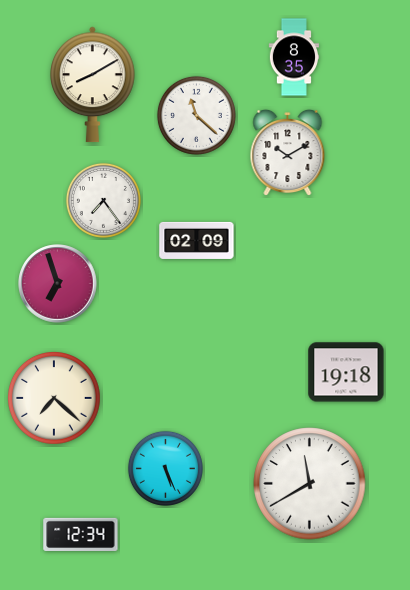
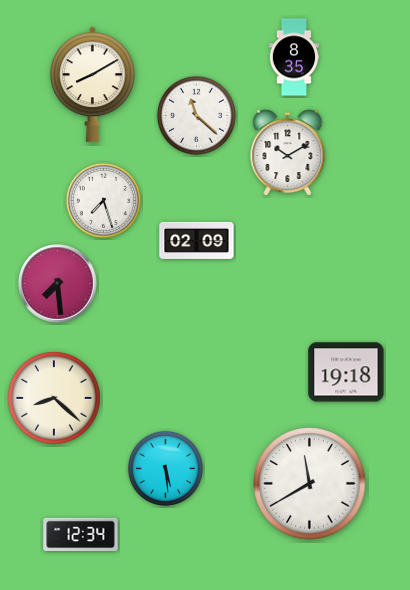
clock at (103, 200): 7:24 -> 7:27
clock at (58, 284): 6:57 -> 7:29
clock at (55, 399): 7:22 -> 8:22
clock at (165, 468): 5:26 -> 5:29
